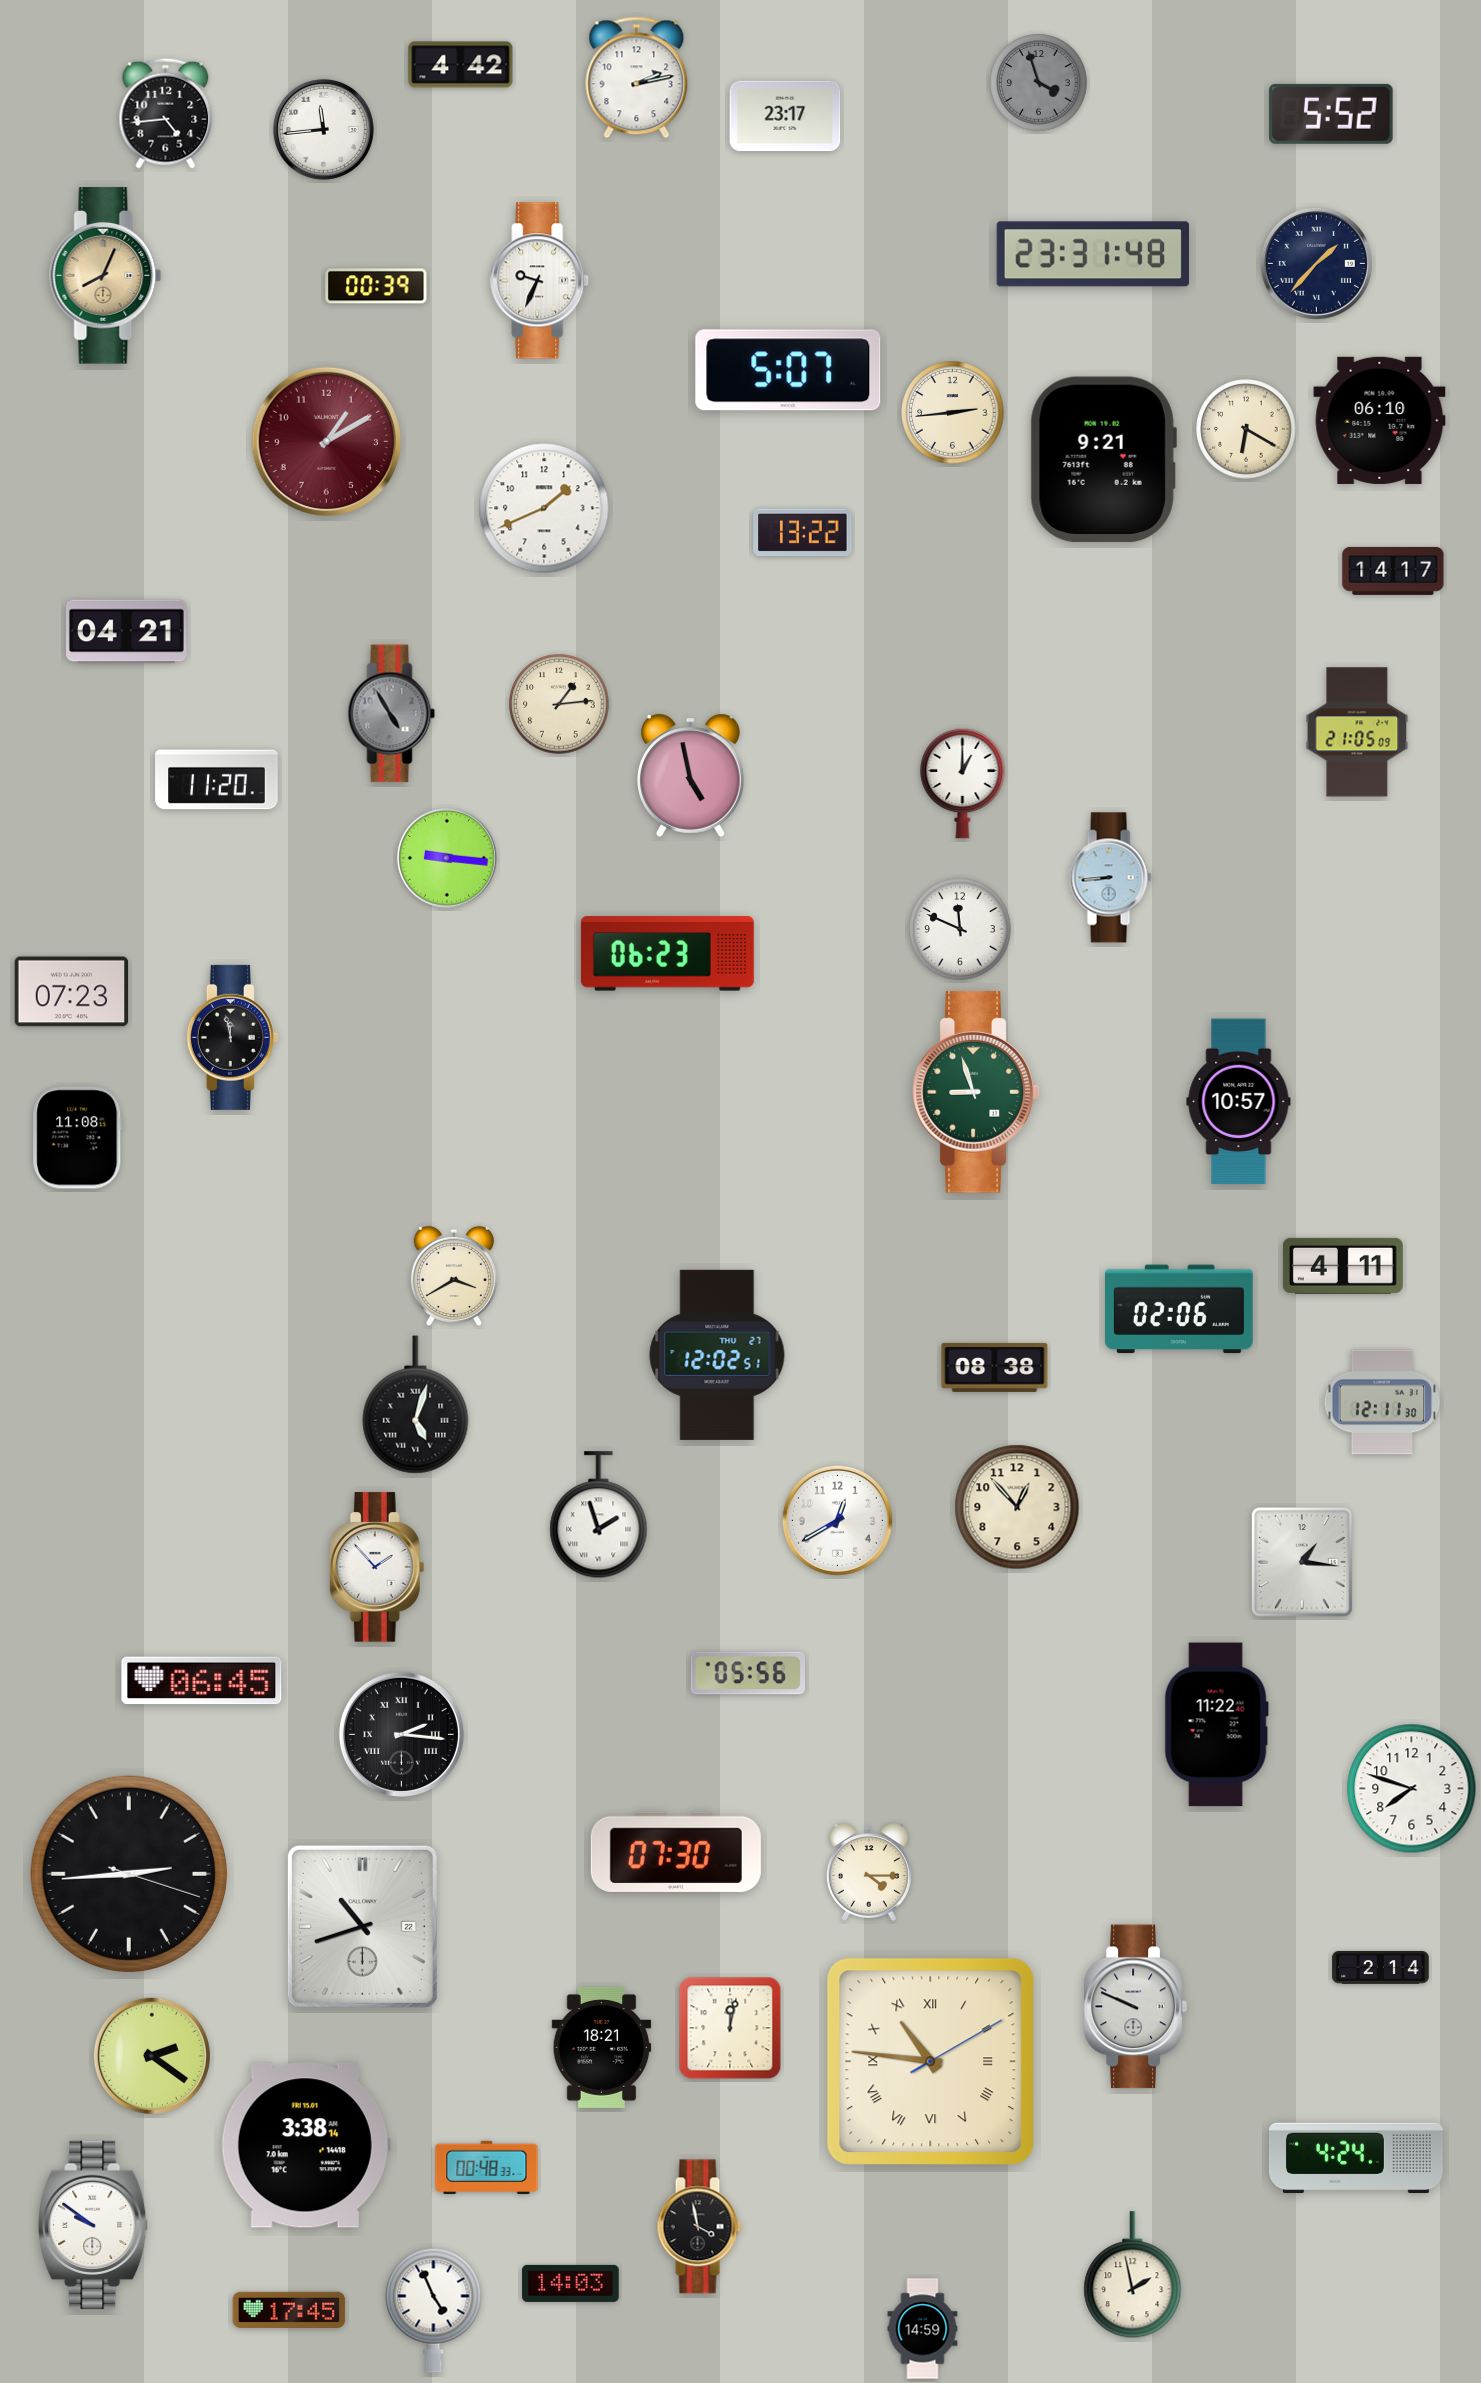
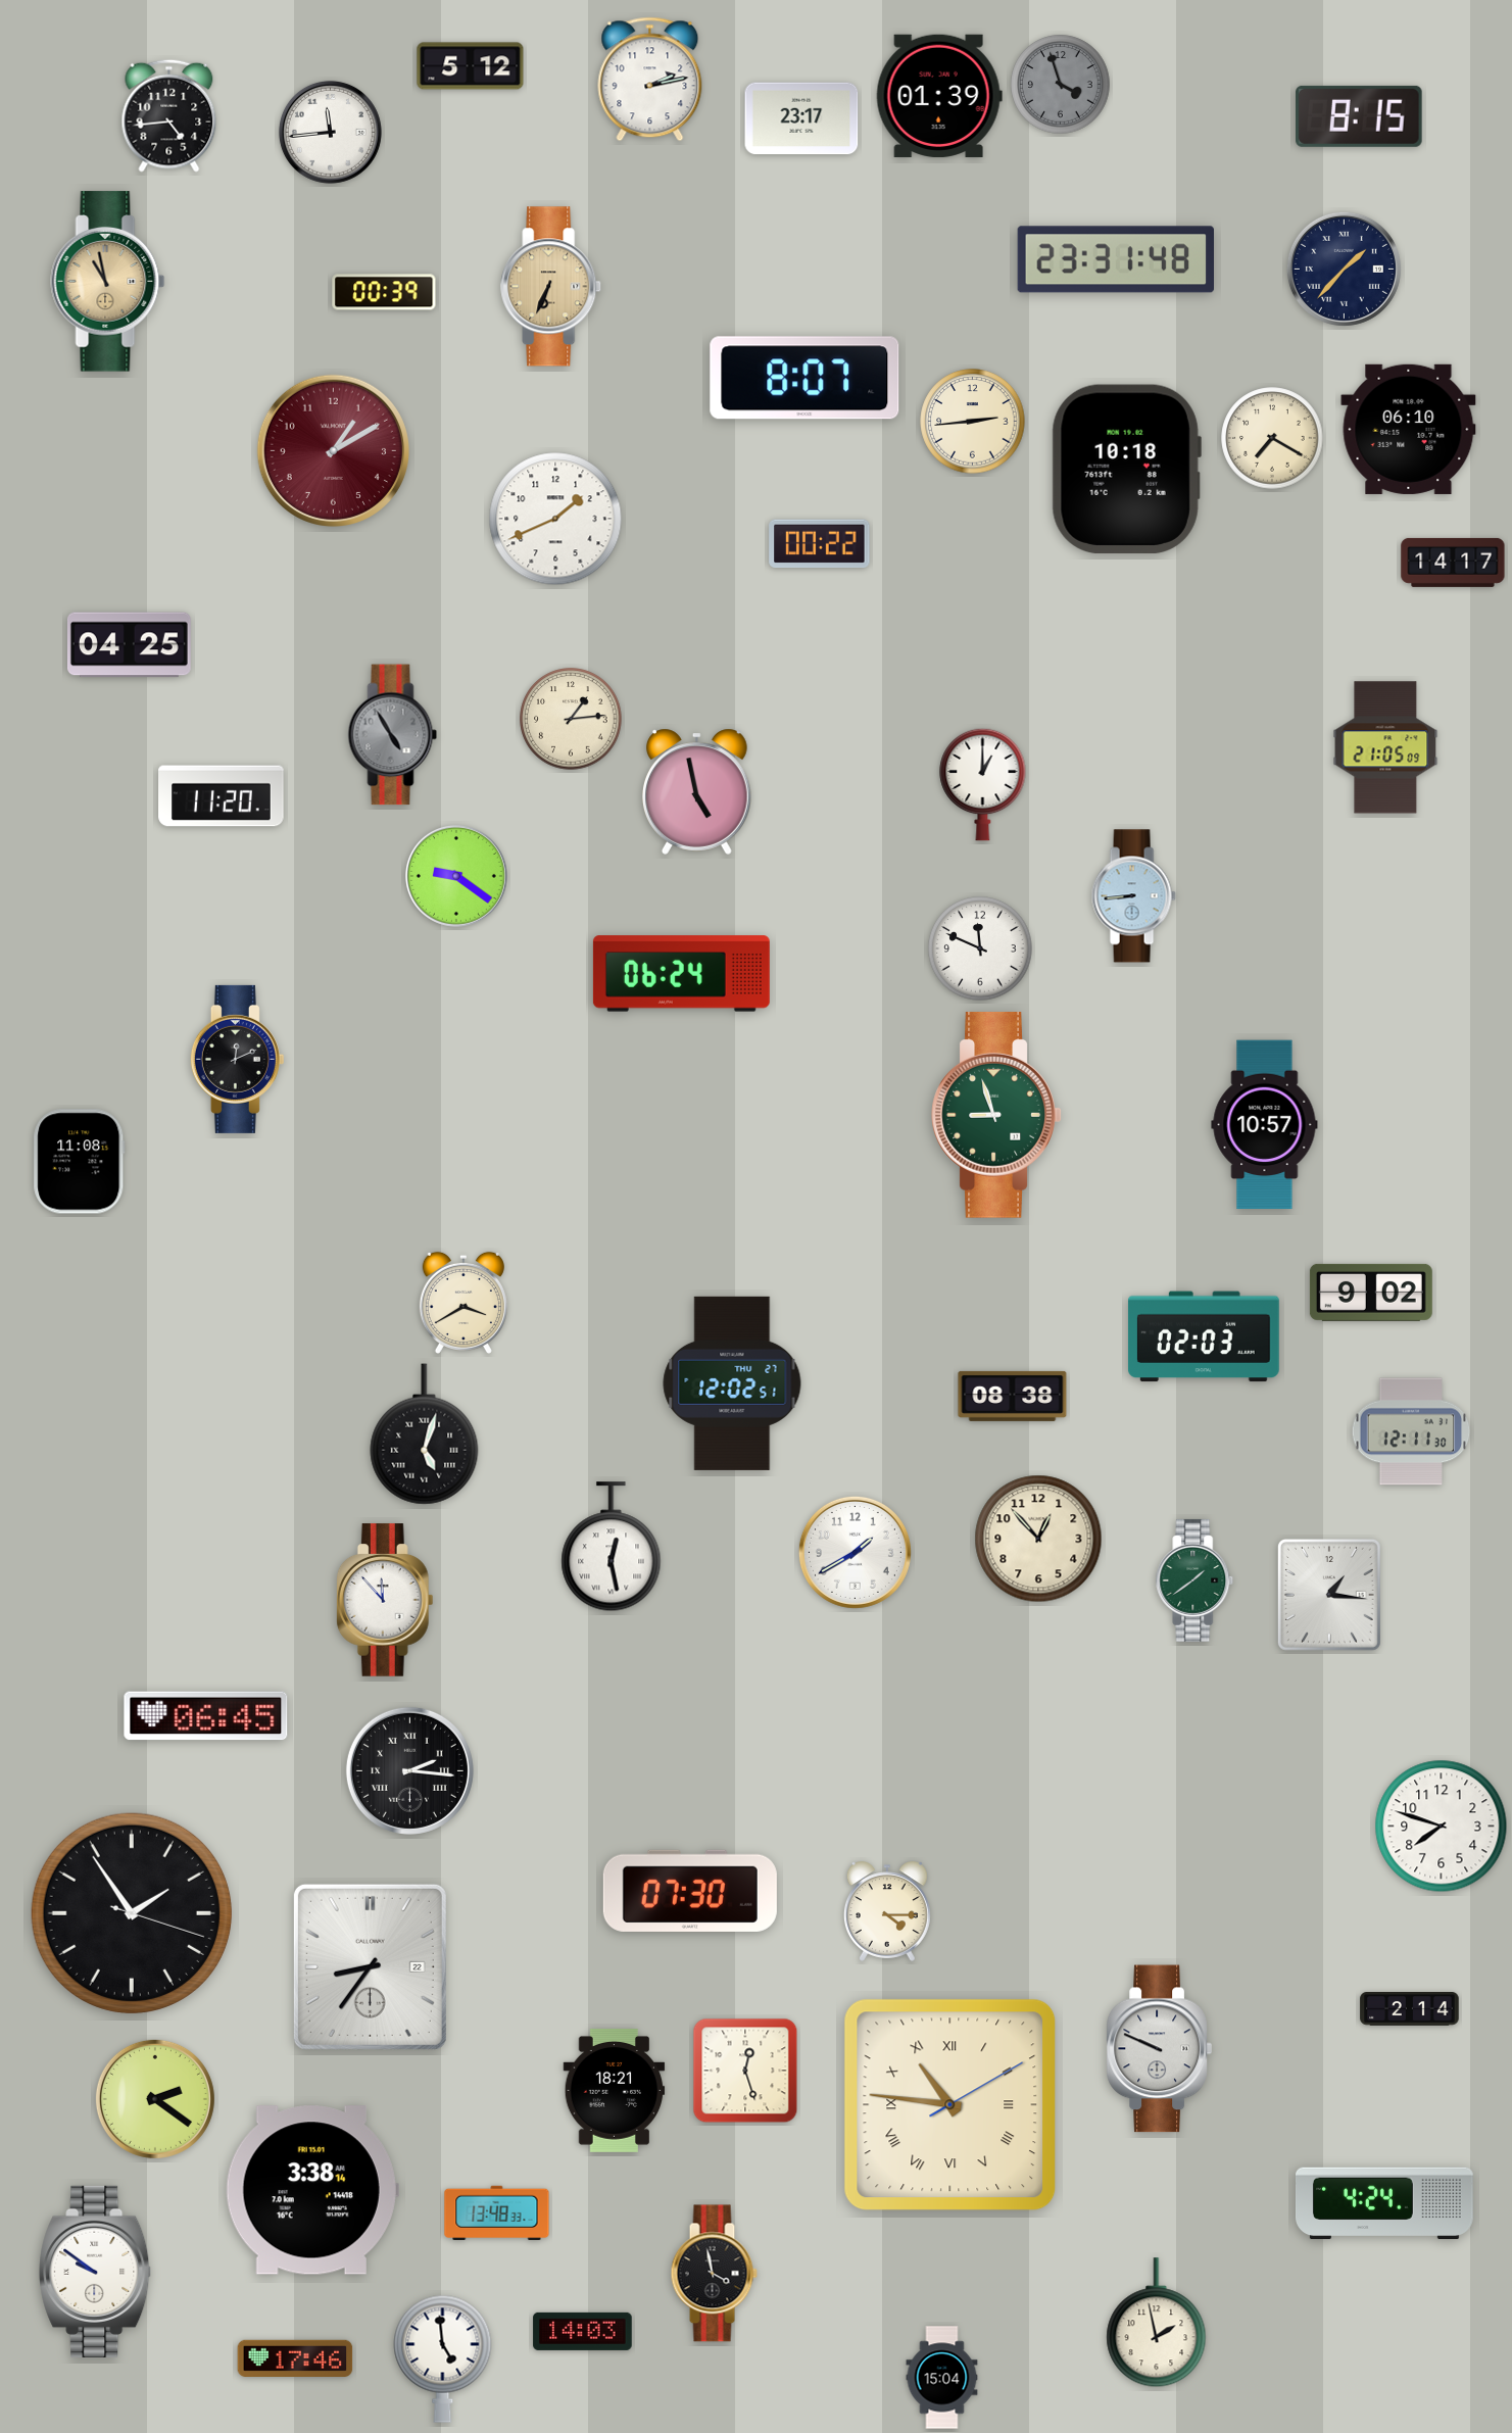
clock at (461, 65): 4:42 -> 5:12
clock at (939, 96): none -> 01:39
clock at (1331, 114): 5:52 -> 8:15
clock at (106, 276): 8:04 -> 10:58
clock at (540, 281): 9:34 -> 6:34
clock at (540, 281) dial: white -> champagne
clock at (788, 370): 5:07 -> 8:07
clock at (1246, 429): 6:20 -> 7:20
clock at (1103, 459): 9:21 -> 10:18
clock at (803, 533): 13:22 -> 00:22
clock at (1393, 571) position: (1393, 571) -> (1453, 563)
clock at (126, 632): 04:21 -> 04:25
clock at (392, 714) position: (392, 714) -> (393, 735)
clock at (690, 775) position: (690, 775) -> (696, 791)
clock at (963, 783) position: (963, 783) -> (983, 784)
clock at (447, 858): 9:16 -> 9:21
clock at (667, 954): 06:23 -> 06:24
clock at (72, 992): 07:23 -> none
clock at (232, 1037): 11:58 -> 12:11
clock at (1343, 1266): 4:11 -> 9:02
clock at (1179, 1309): 02:06 -> 02:03
clock at (995, 1367) position: (995, 1367) -> (1013, 1396)
clock at (599, 1515): 1:57 -> 12:28
clock at (837, 1520): 12:40 -> 1:40
clock at (1194, 1580): none -> 1:39
clock at (377, 1567): 1:53 -> 11:53
clock at (747, 1673): 05:56 -> none
clock at (1216, 1725): 11:22 -> none
clock at (129, 1874): 2:44 -> 1:54
clock at (362, 1926): 10:42 -> 8:36
clock at (730, 2028): 12:02 -> 12:27
clock at (487, 2168): 00:48 -> 13:48
clock at (289, 2309): 17:45 -> 17:46
clock at (434, 2310): 4:56 -> 4:59
clock at (923, 2329): 14:59 -> 15:04
